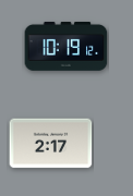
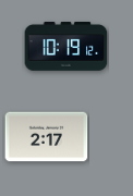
clock at (51, 144) position: (51, 144) -> (47, 137)
